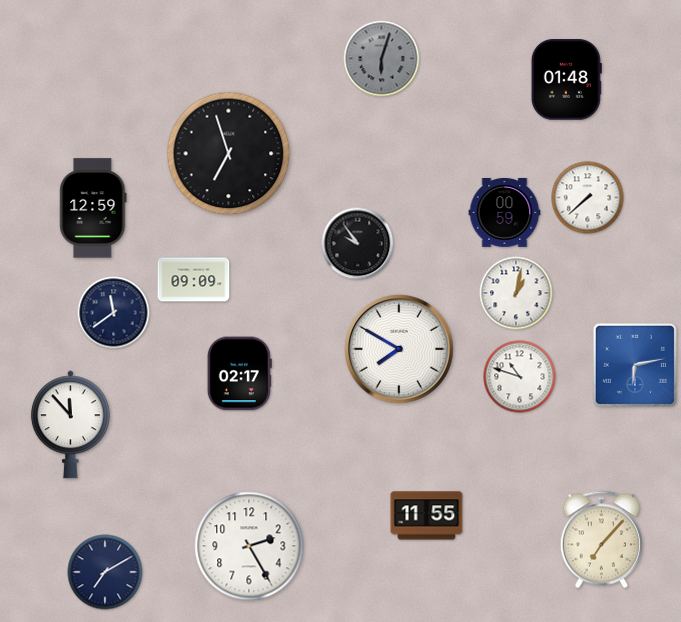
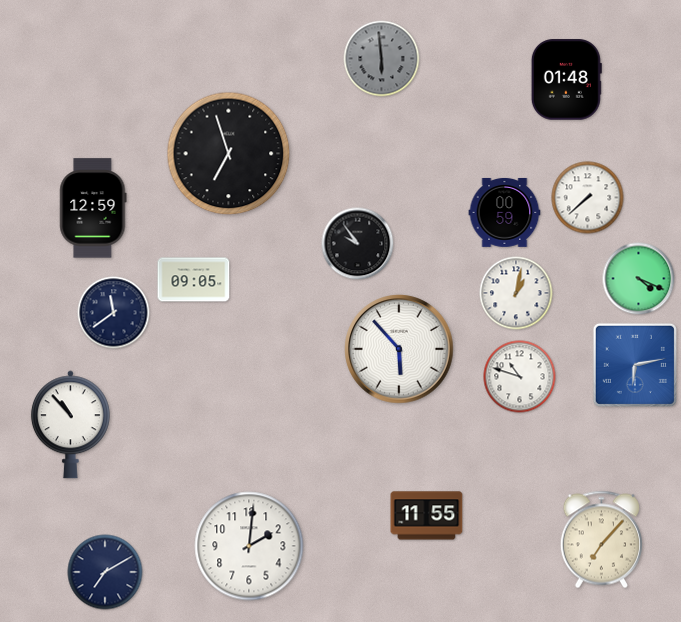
clock at (382, 59): 6:03 -> 5:59
clock at (639, 279): none -> 4:19
clock at (194, 280): 09:09 -> 09:05
clock at (399, 349): 7:50 -> 5:53
clock at (239, 374): 02:17 -> none
clock at (70, 425): 11:53 -> 10:53
clock at (249, 546): 2:25 -> 2:01
